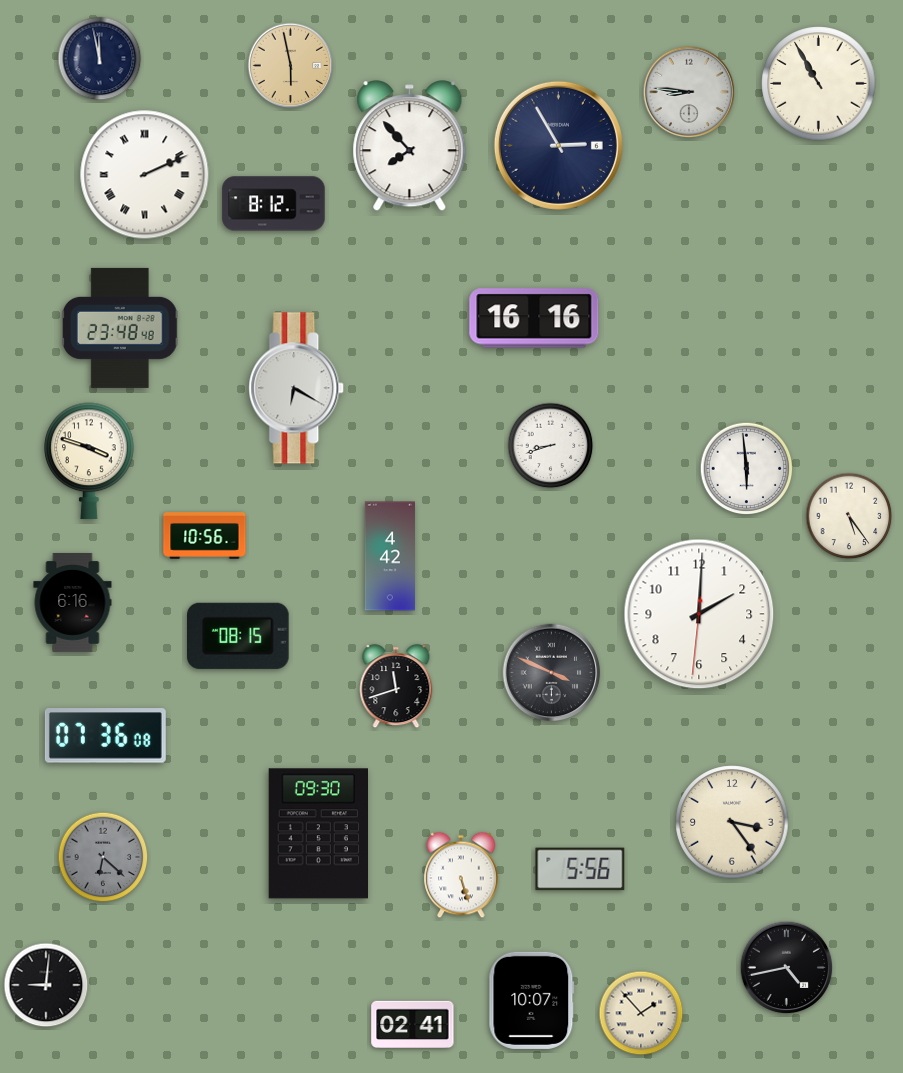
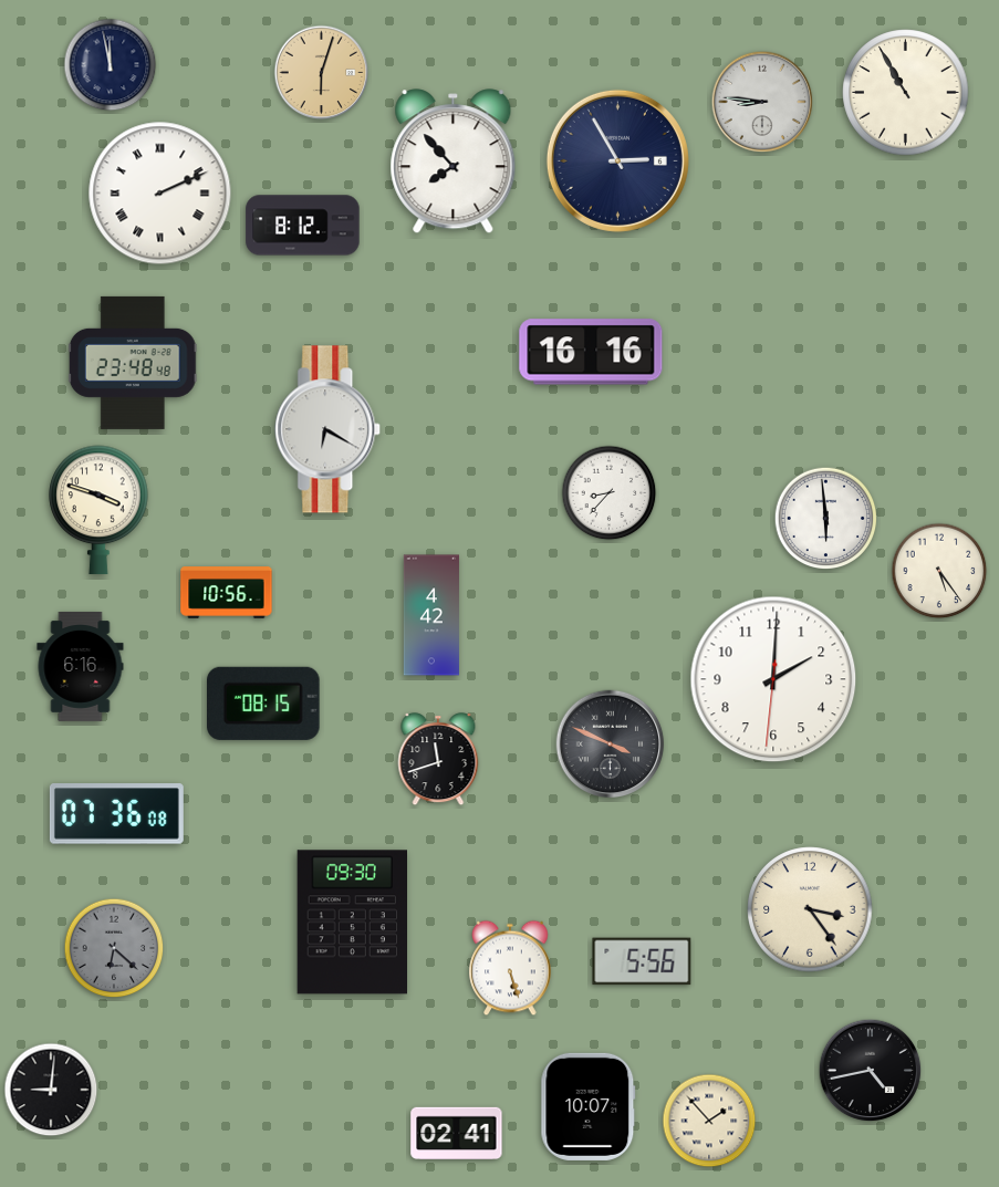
clock at (291, 66): 5:58 -> 6:03
clock at (551, 446): 8:42 -> 8:37
